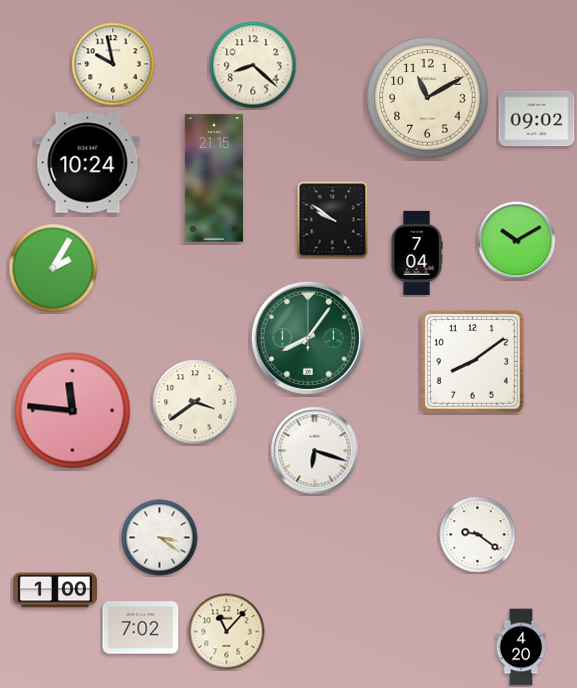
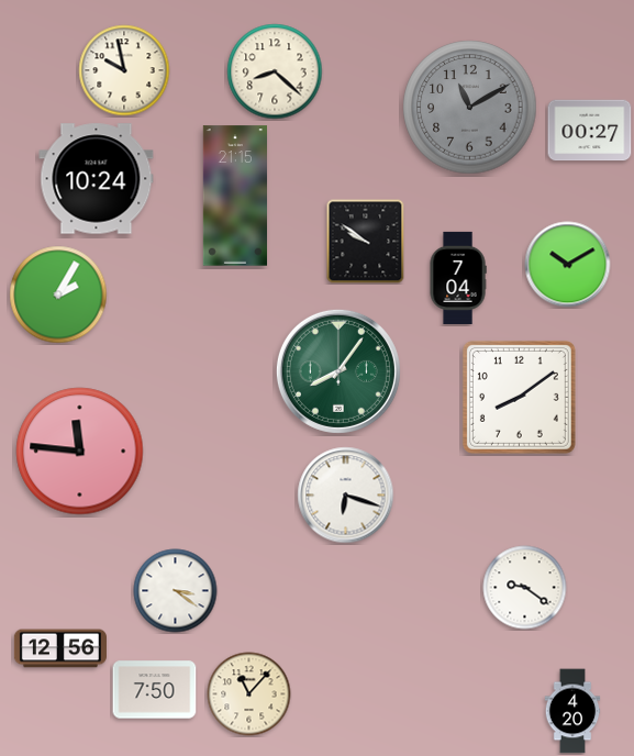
clock at (253, 65) position: (253, 65) -> (275, 71)
clock at (428, 98) dial: cream -> grey
clock at (537, 119): 09:02 -> 00:27
clock at (195, 402): 3:39 -> none
clock at (55, 590): 1:00 -> 12:56
clock at (141, 628): 7:02 -> 7:50
